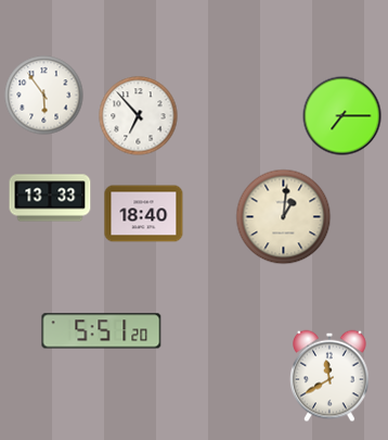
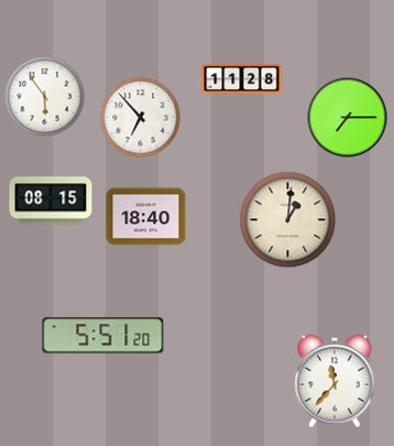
clock at (242, 79): none -> 11:28
clock at (50, 198): 13:33 -> 08:15
clock at (329, 376): 11:40 -> 11:37
